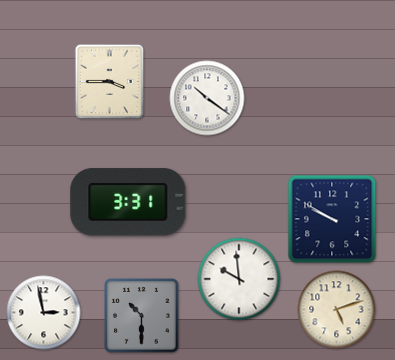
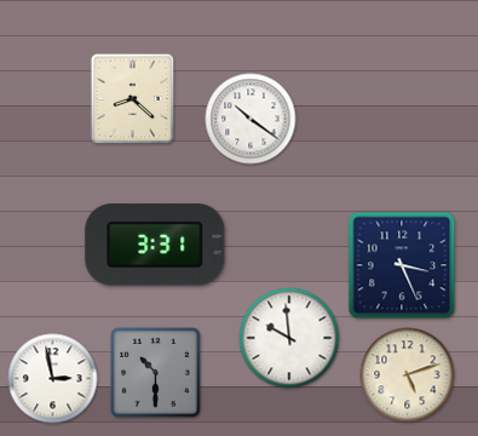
clock at (110, 82): 3:45 -> 8:22
clock at (332, 219): 9:50 -> 3:26
clock at (142, 316) position: (142, 316) -> (156, 373)
